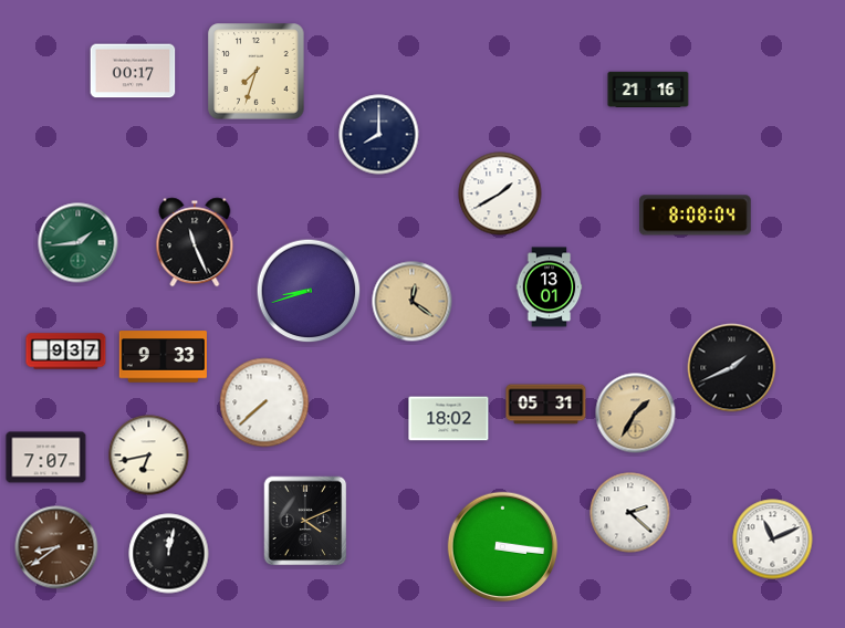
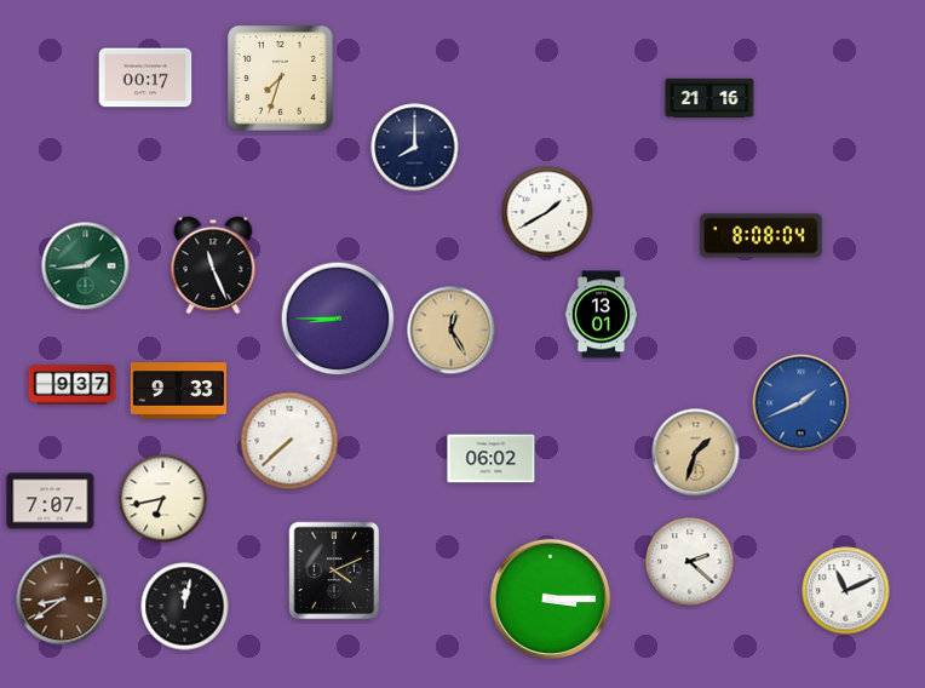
clock at (309, 291): 8:42 -> 8:45
clock at (413, 302): 12:21 -> 12:25
clock at (732, 368) dial: black -> blue
clock at (546, 405): 05:31 -> none
clock at (636, 414): 1:35 -> 1:33
clock at (449, 419): 18:02 -> 06:02
clock at (503, 547): 3:16 -> 3:15
